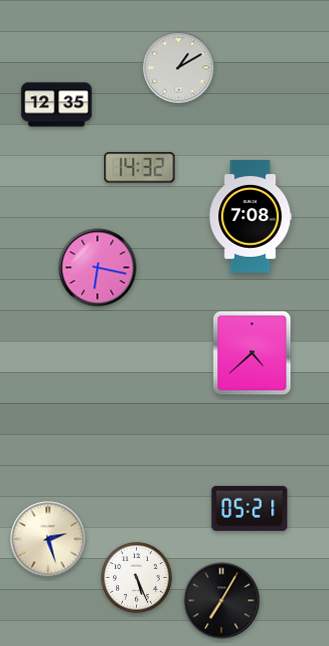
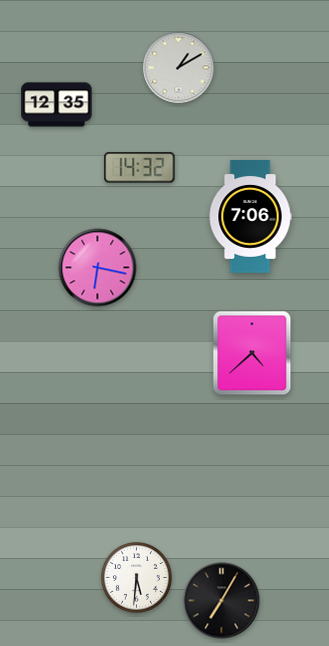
clock at (250, 217): 7:08 -> 7:06
clock at (250, 508): 05:21 -> none
clock at (48, 539): 2:27 -> none
clock at (137, 578): 5:26 -> 5:31
